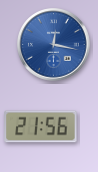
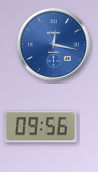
clock at (41, 127): 21:56 -> 09:56
